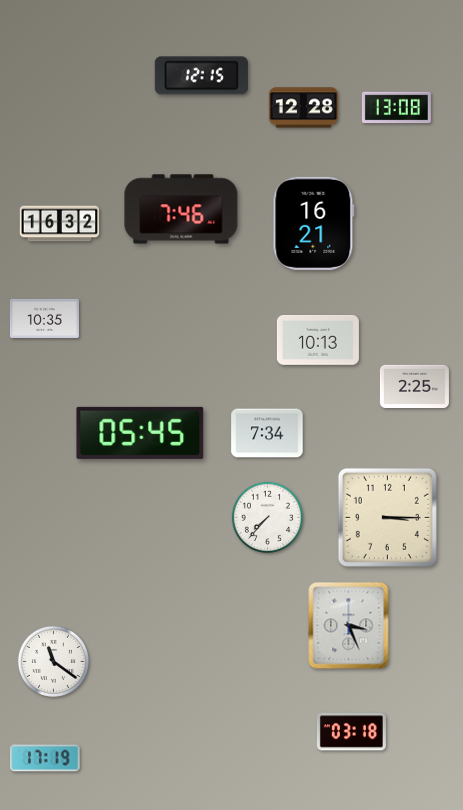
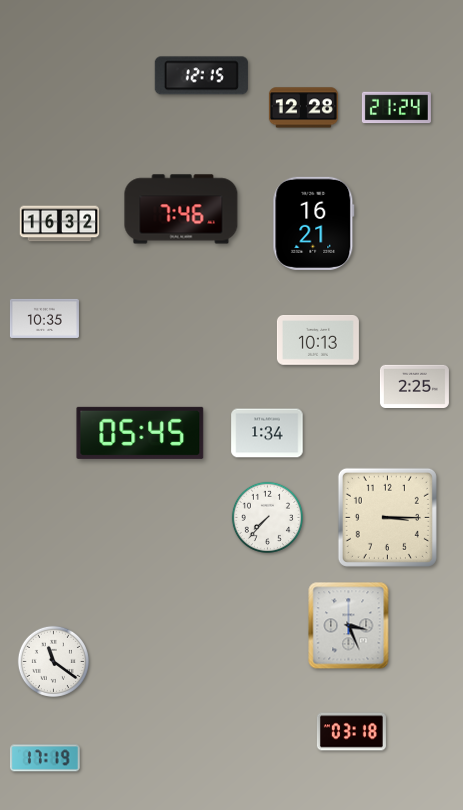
clock at (396, 108): 13:08 -> 21:24
clock at (267, 433): 7:34 -> 1:34
